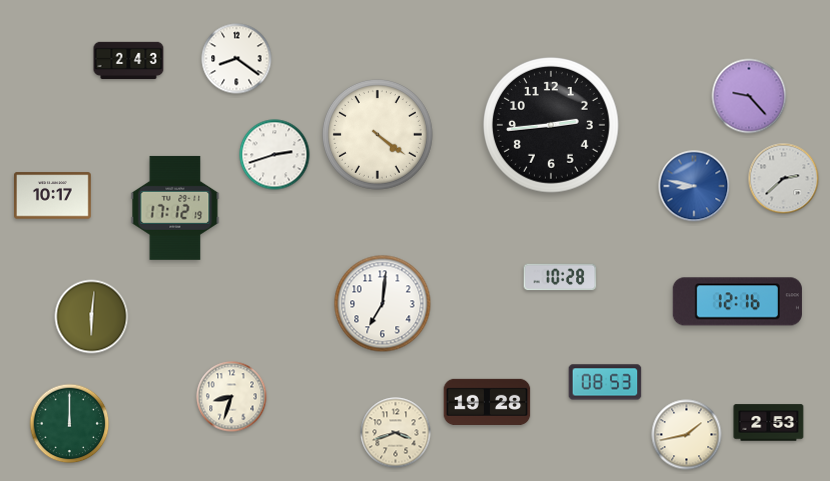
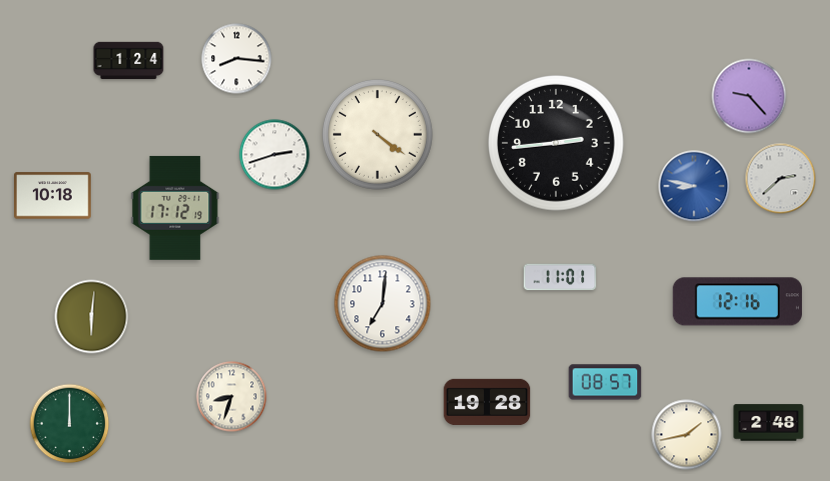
clock at (237, 59): 8:21 -> 8:16
clock at (129, 61): 2:43 -> 1:24
clock at (552, 126) position: (552, 126) -> (557, 144)
clock at (784, 179) position: (784, 179) -> (781, 179)
clock at (53, 196): 10:17 -> 10:18
clock at (560, 277): 10:28 -> 11:01
clock at (605, 382): 08:53 -> 08:57
clock at (769, 423): 2:53 -> 2:48
clock at (396, 433): 3:42 -> none
